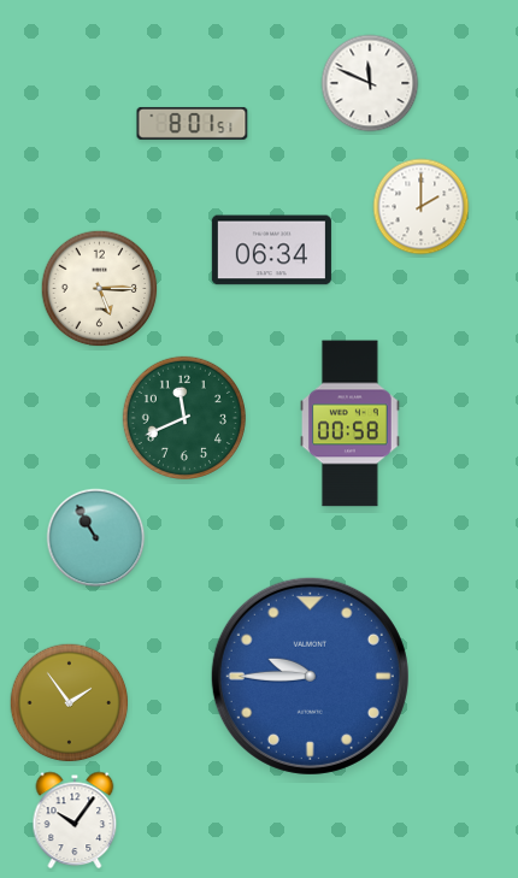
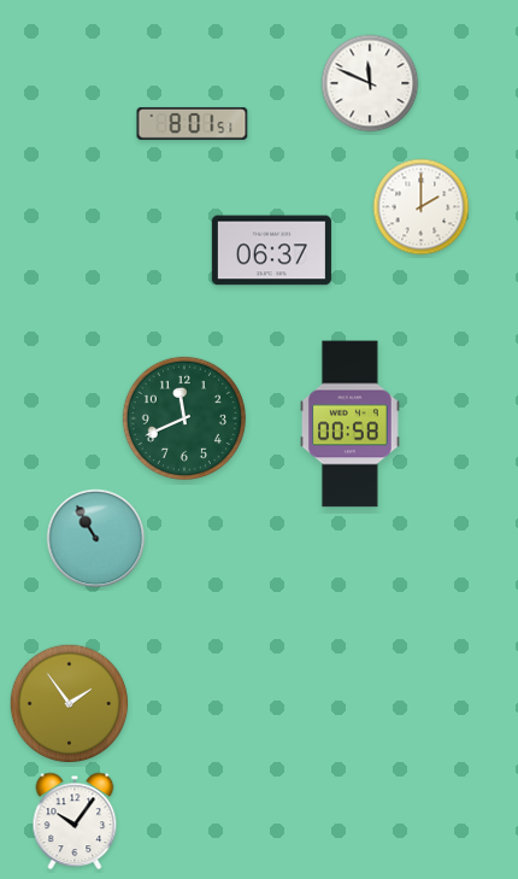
clock at (271, 251): 06:34 -> 06:37
clock at (100, 289): 5:15 -> none
clock at (310, 676): 9:45 -> none
